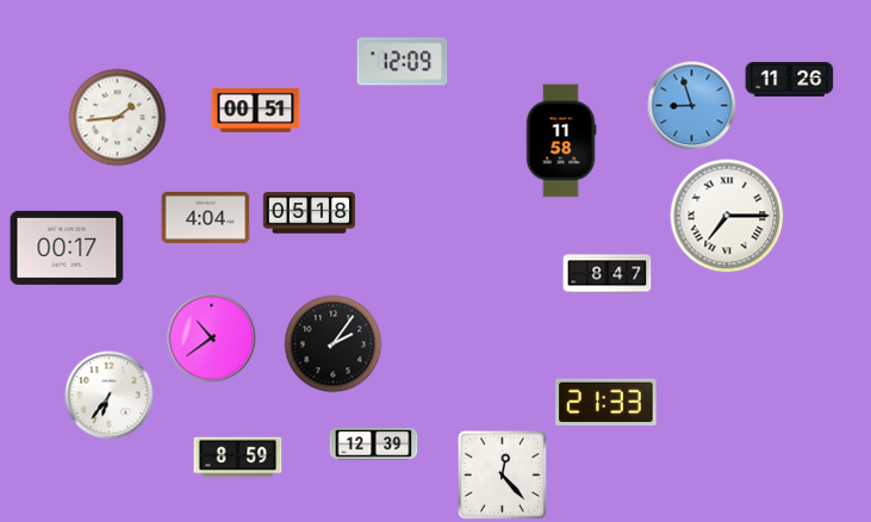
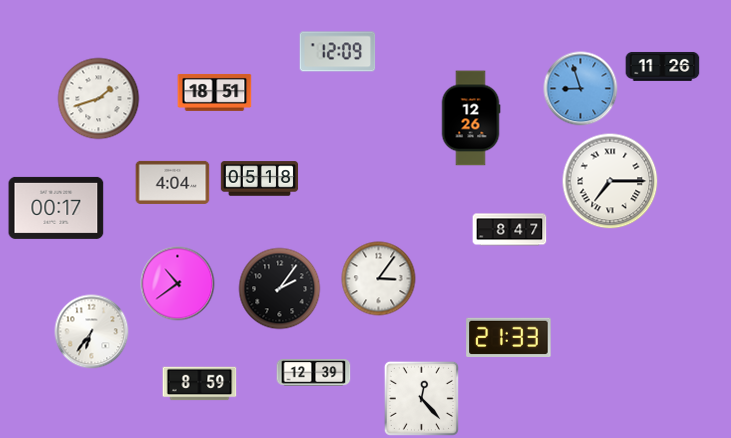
clock at (256, 110): 00:51 -> 18:51
clock at (118, 118): 1:44 -> 1:42
clock at (561, 141): 11:58 -> 12:26
clock at (379, 279): none -> 3:06
